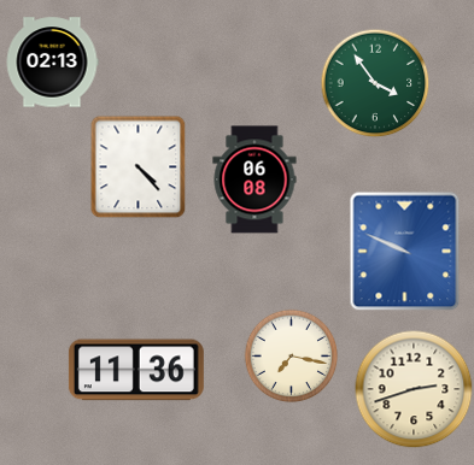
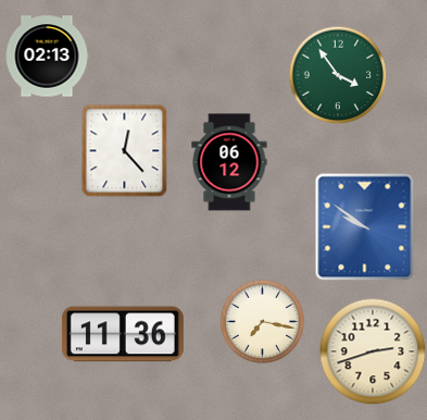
clock at (139, 166): 4:23 -> 12:23
clock at (254, 179): 06:08 -> 06:12
clock at (405, 252): 9:49 -> 9:51
